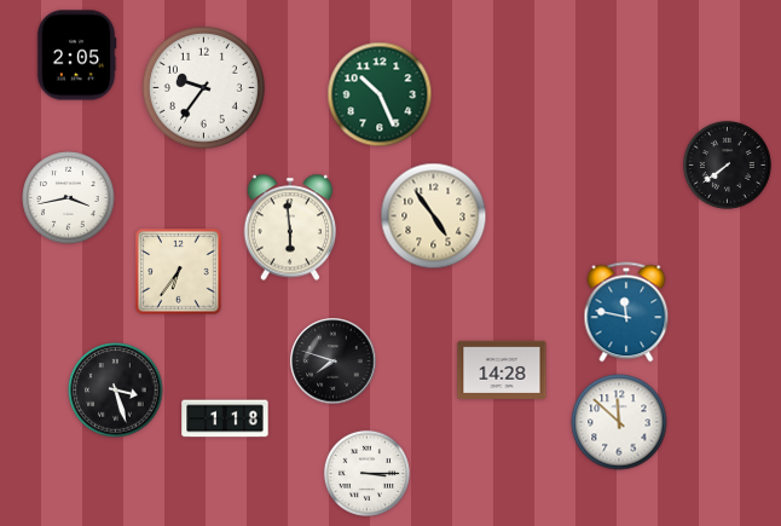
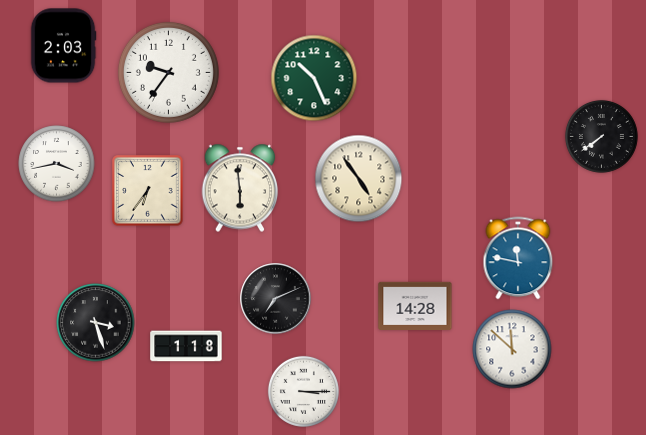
clock at (76, 56): 2:05 -> 2:03
clock at (179, 272) position: (179, 272) -> (148, 191)
clock at (334, 362): 7:48 -> 7:11
